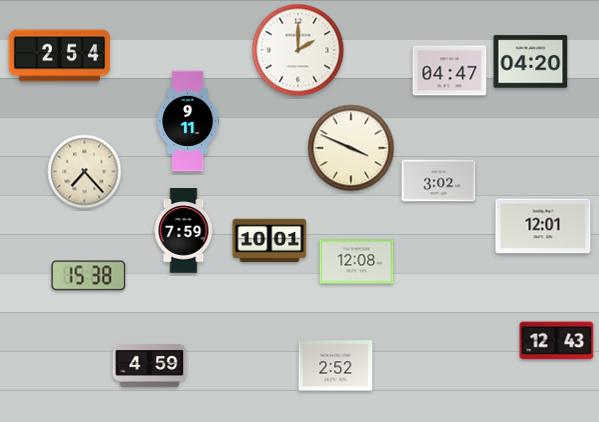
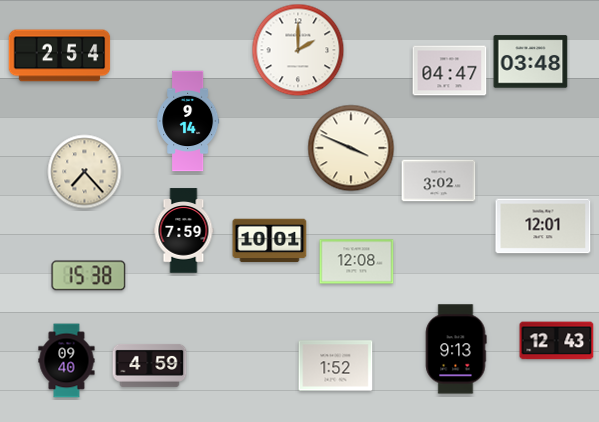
clock at (531, 62): 04:20 -> 03:48
clock at (188, 121): 9:11 -> 9:14
clock at (456, 349): none -> 9:13
clock at (67, 361): none -> 09:40
clock at (336, 366): 2:52 -> 1:52
